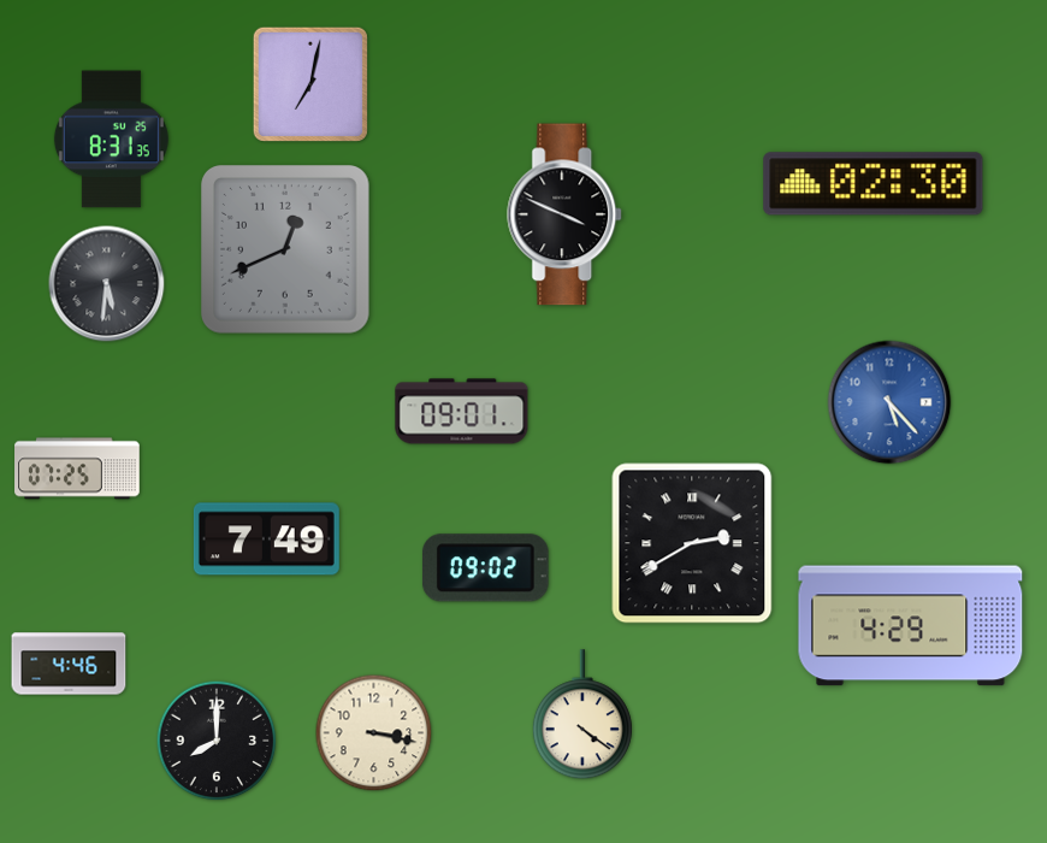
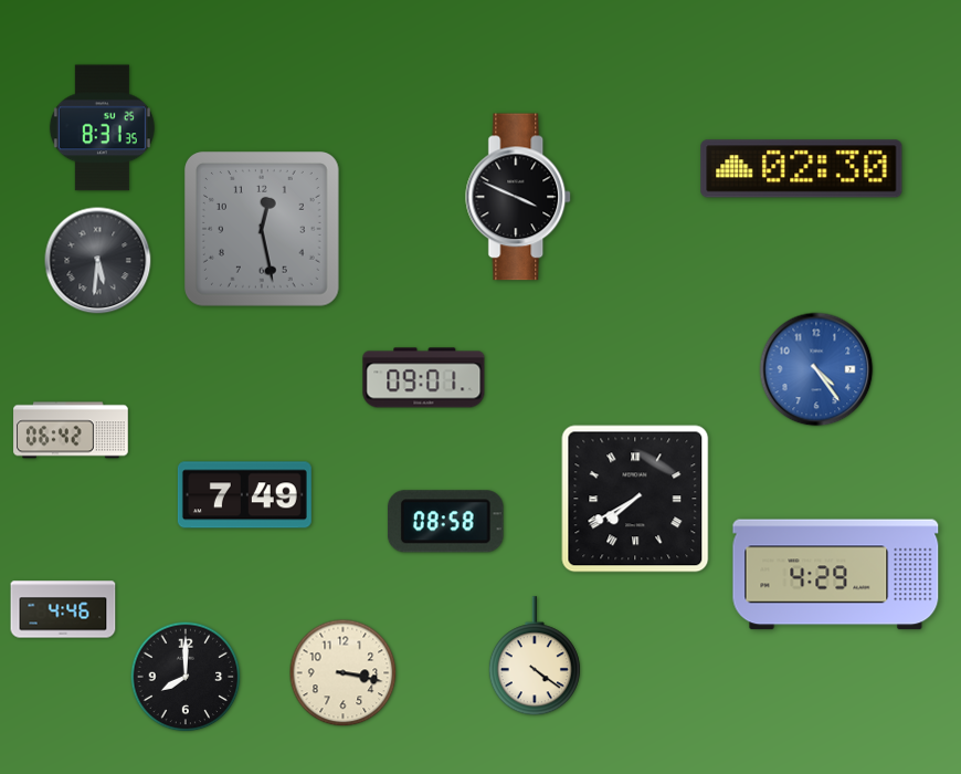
clock at (309, 83): 7:02 -> none
clock at (286, 250): 12:41 -> 12:28
clock at (889, 402): 5:23 -> 4:24
clock at (77, 468): 07:25 -> 06:42
clock at (692, 543): 2:40 -> 7:40
clock at (485, 568): 09:02 -> 08:58
clock at (217, 741) position: (217, 741) -> (186, 677)
